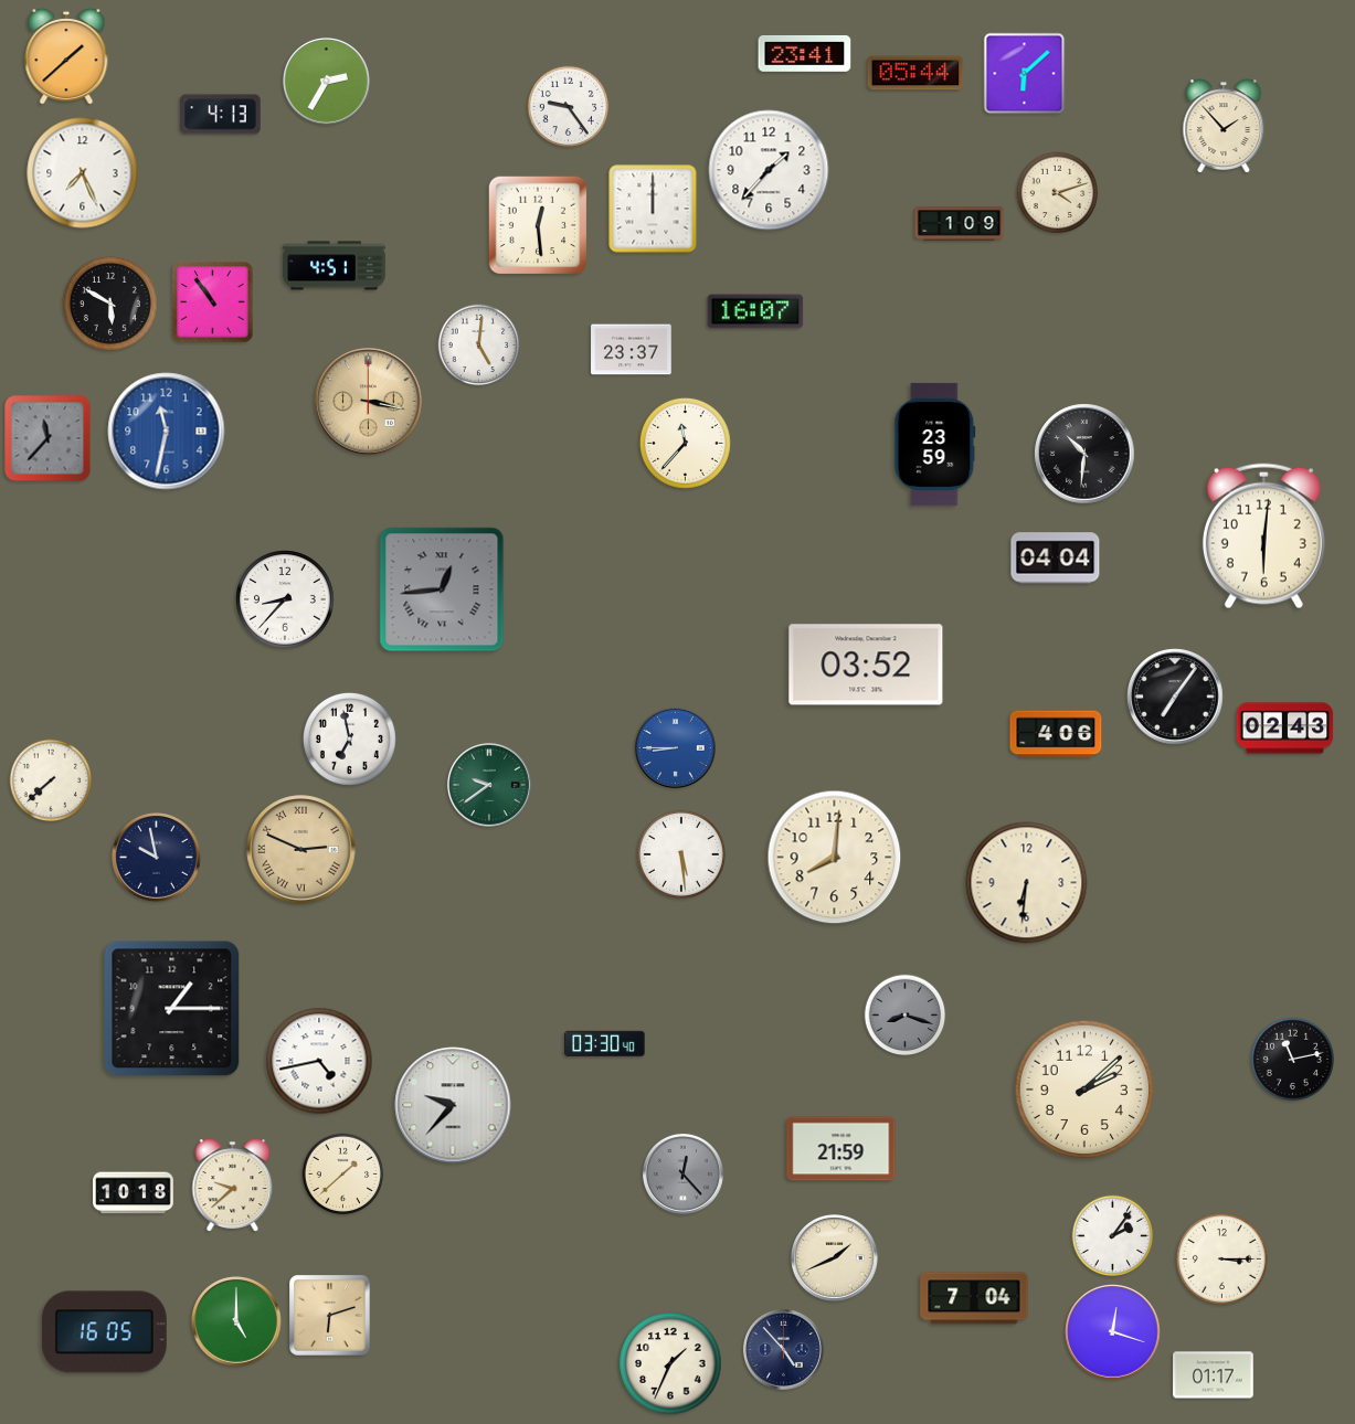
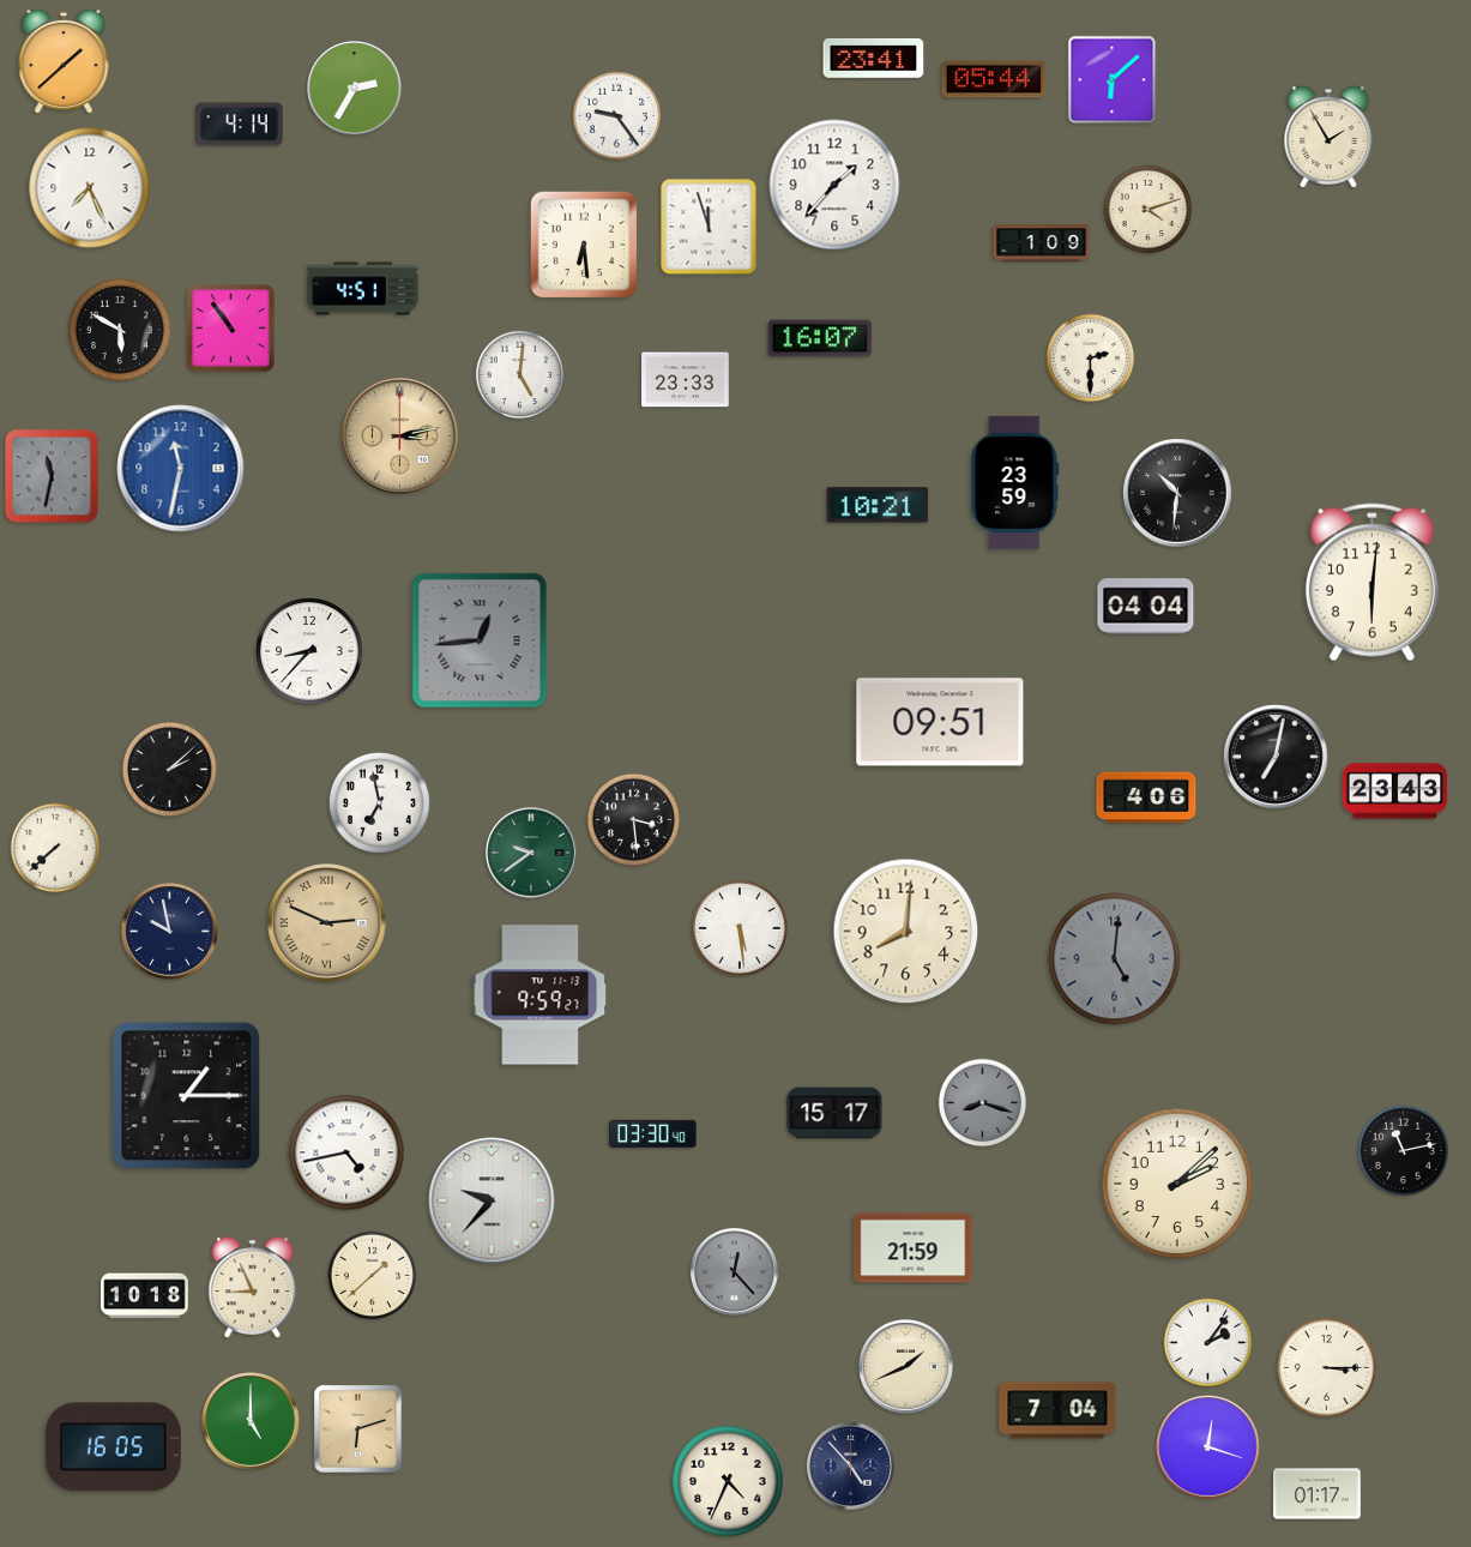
clock at (66, 56) position: (66, 56) -> (64, 61)
clock at (221, 115): 4:13 -> 4:14
clock at (1224, 126): 1:53 -> 1:55
clock at (653, 209): 12:00 -> 11:57
clock at (538, 225): 12:29 -> 6:29
clock at (1091, 359): none -> 2:30
clock at (632, 350): 23:37 -> 23:33
clock at (369, 402): 3:17 -> 3:13
clock at (47, 438): 11:37 -> 11:32
clock at (685, 443): 11:37 -> none
clock at (878, 505): none -> 10:21
clock at (866, 665): 03:52 -> 09:51
clock at (1175, 697): 7:06 -> 7:02
clock at (169, 769): none -> 2:08
clock at (1285, 729): 02:43 -> 23:43
clock at (675, 747): 8:45 -> none
clock at (633, 819): none -> 3:29
clock at (1027, 883): 6:31 -> 5:01
clock at (1027, 883) dial: cream -> grey
clock at (541, 995): none -> 9:59
clock at (834, 1113): none -> 15:17
clock at (605, 1043) position: (605, 1043) -> (653, 1133)
clock at (682, 1173) position: (682, 1173) -> (734, 1271)
clock at (233, 1186): 9:38 -> 8:56
clock at (237, 1322) position: (237, 1322) -> (252, 1422)
clock at (670, 1363): 1:34 -> 4:34
